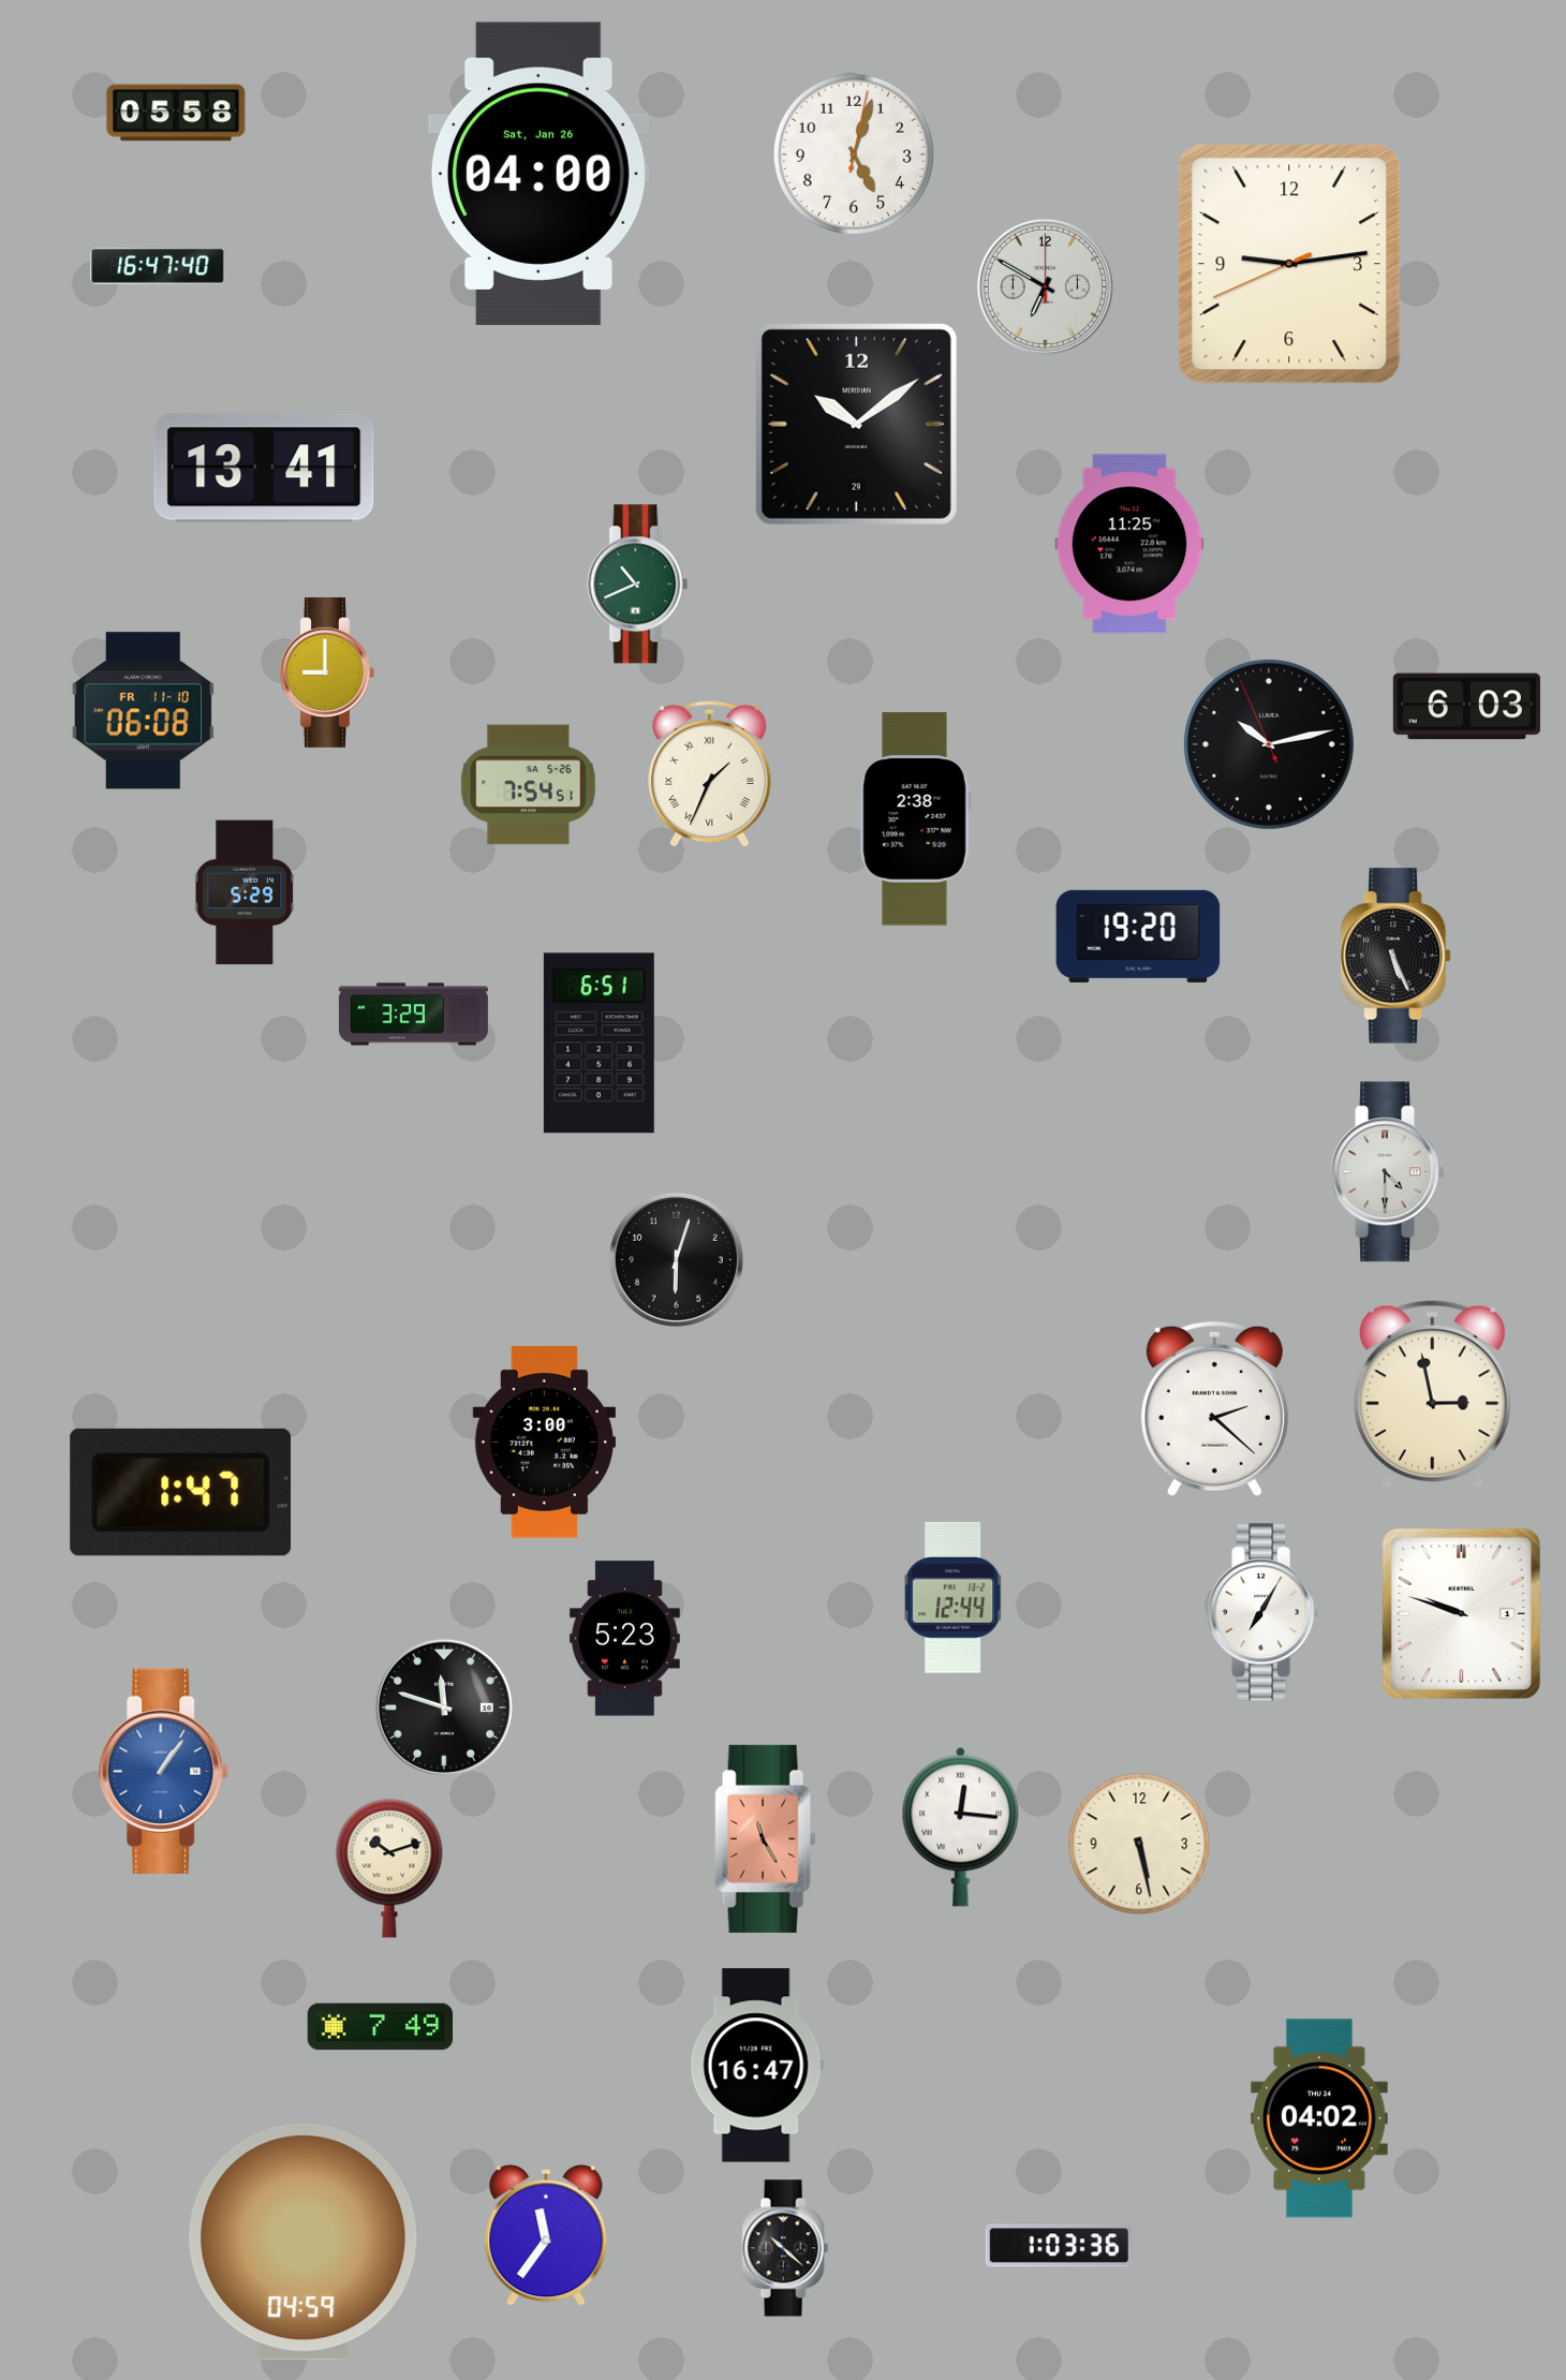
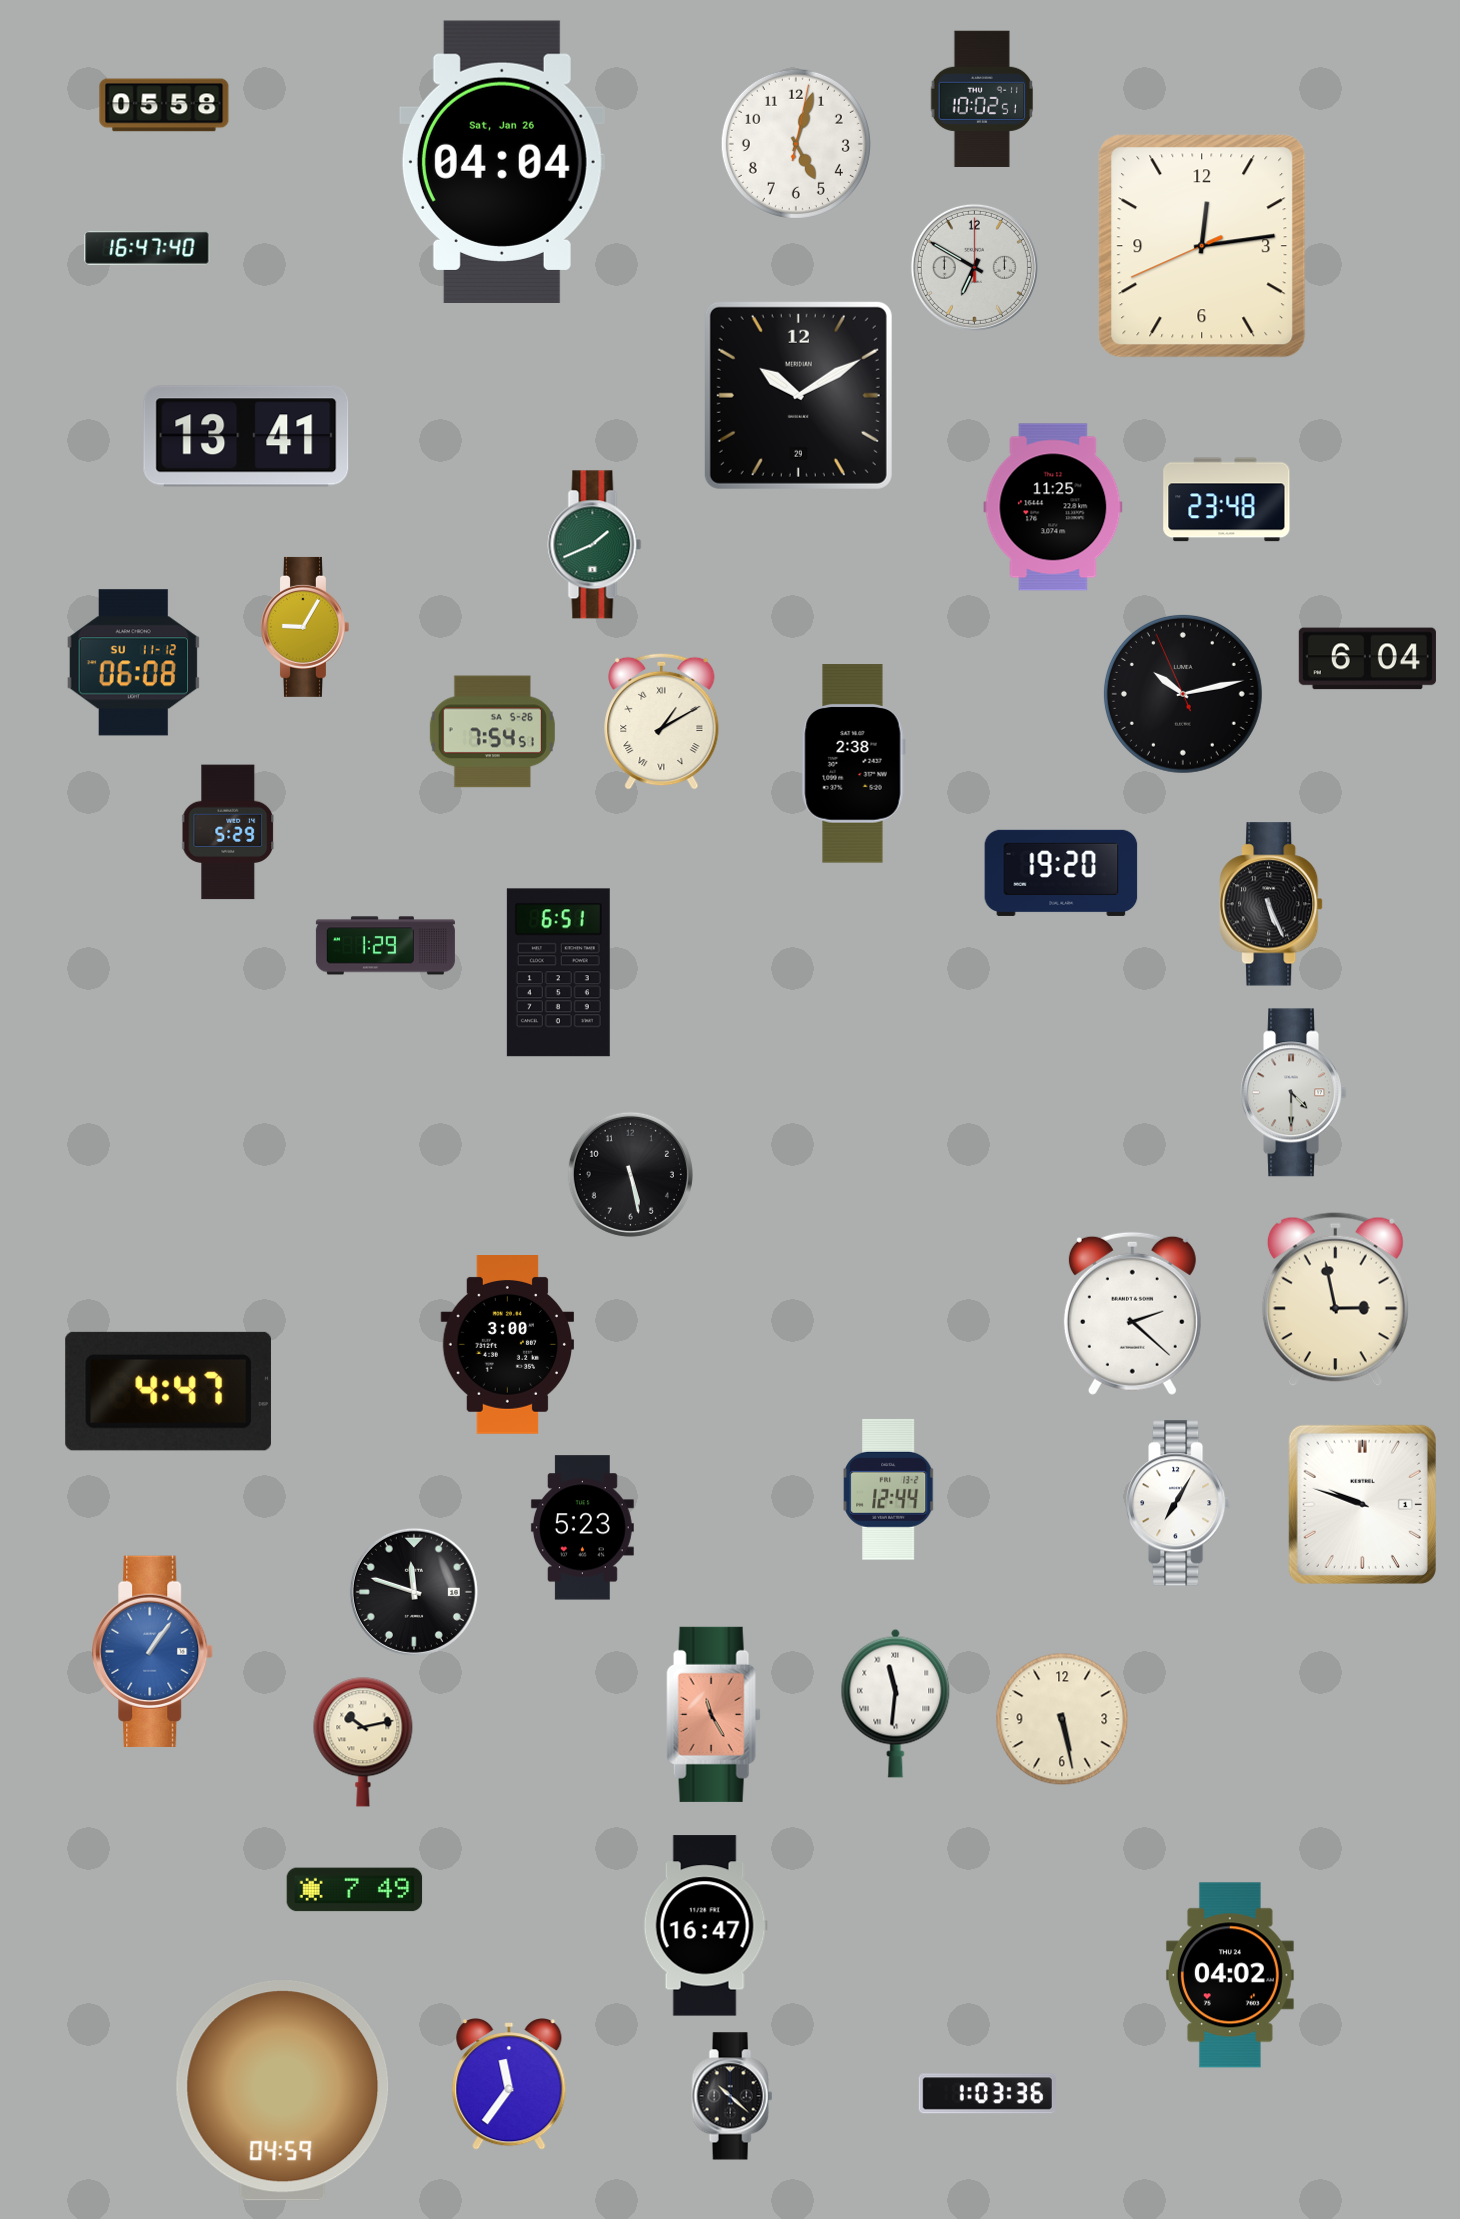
clock at (981, 98): none -> 10:02
clock at (538, 173): 04:00 -> 04:04
clock at (1289, 264): 9:13 -> 12:13
clock at (856, 424): 10:09 -> 10:10
clock at (1227, 500): none -> 23:48
clock at (638, 585): 10:41 -> 1:41
clock at (327, 672): 9:00 -> 9:05
clock at (1466, 707): 6:03 -> 6:04
clock at (143, 711) date: FR 11-10 -> SU 11-12
clock at (710, 773): 1:34 -> 1:10
clock at (1397, 956) position: (1397, 956) -> (1272, 904)
clock at (413, 1015): 3:29 -> 1:29
clock at (676, 1259): 6:03 -> 5:28
clock at (180, 1492): 1:47 -> 4:47
clock at (961, 1827): 12:16 -> 11:31
clock at (389, 1868): 10:12 -> 10:13
